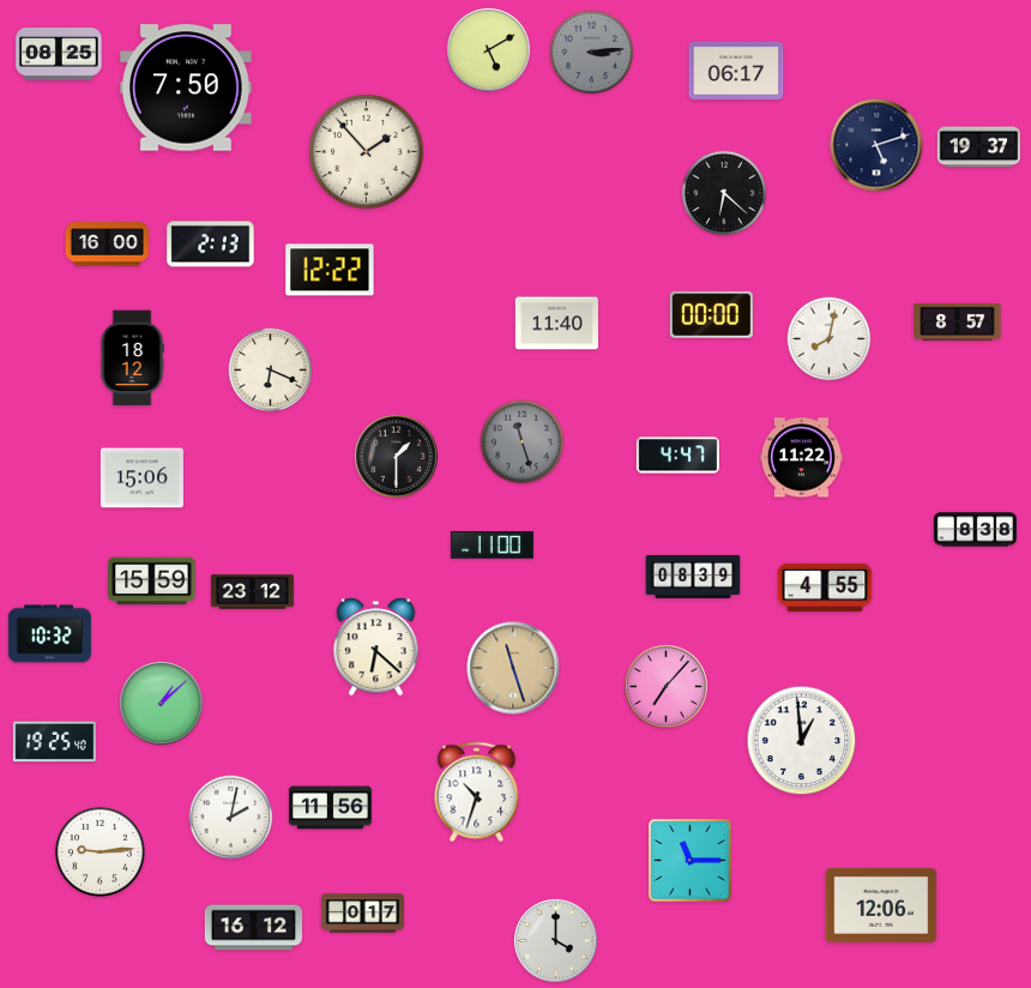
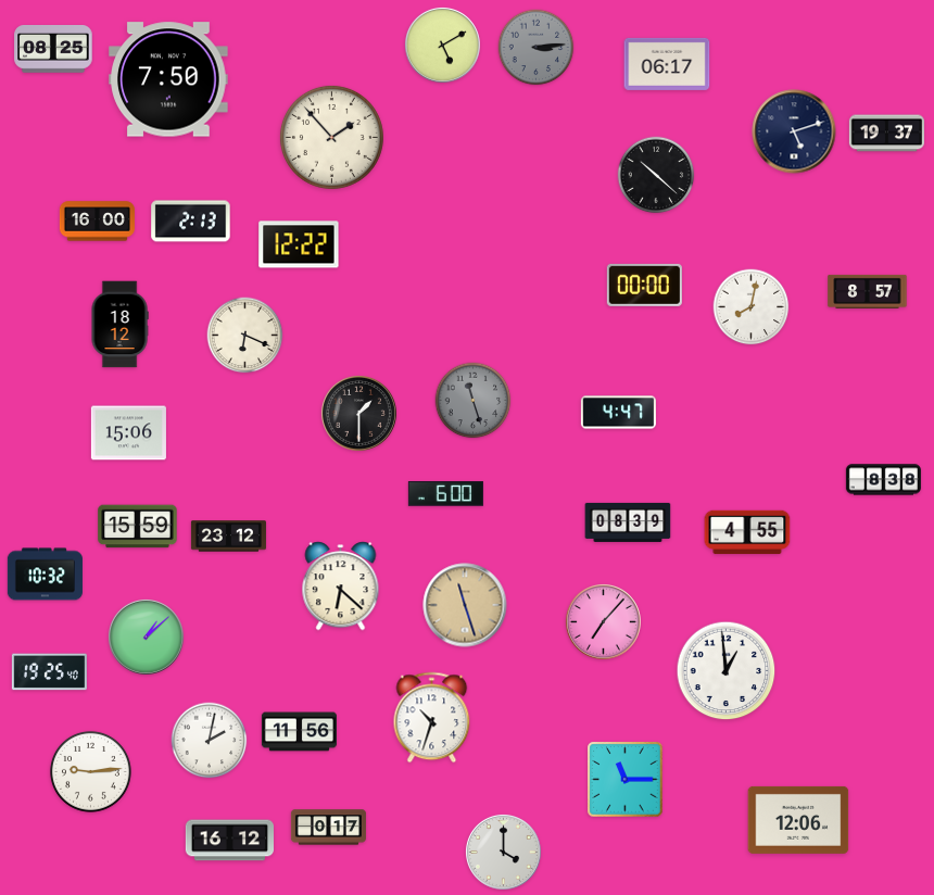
clock at (724, 193): 6:22 -> 10:22
clock at (556, 324): 11:40 -> none
clock at (677, 456) position: (677, 456) -> (618, 413)
clock at (801, 458): 11:22 -> none
clock at (492, 546): 11:00 -> 6:00
